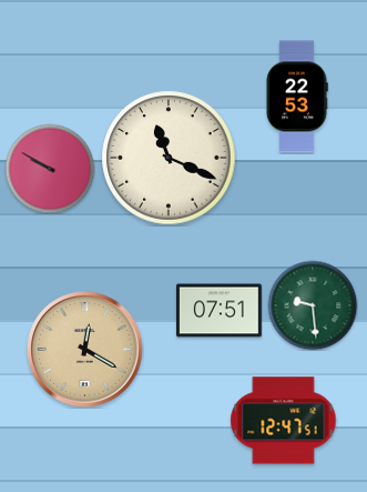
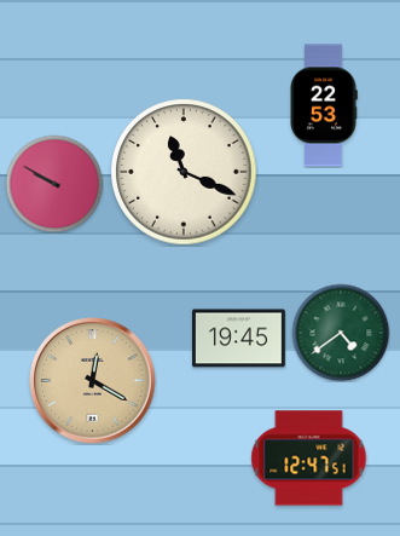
clock at (313, 305): 9:29 -> 4:39
clock at (218, 311): 07:51 -> 19:45
